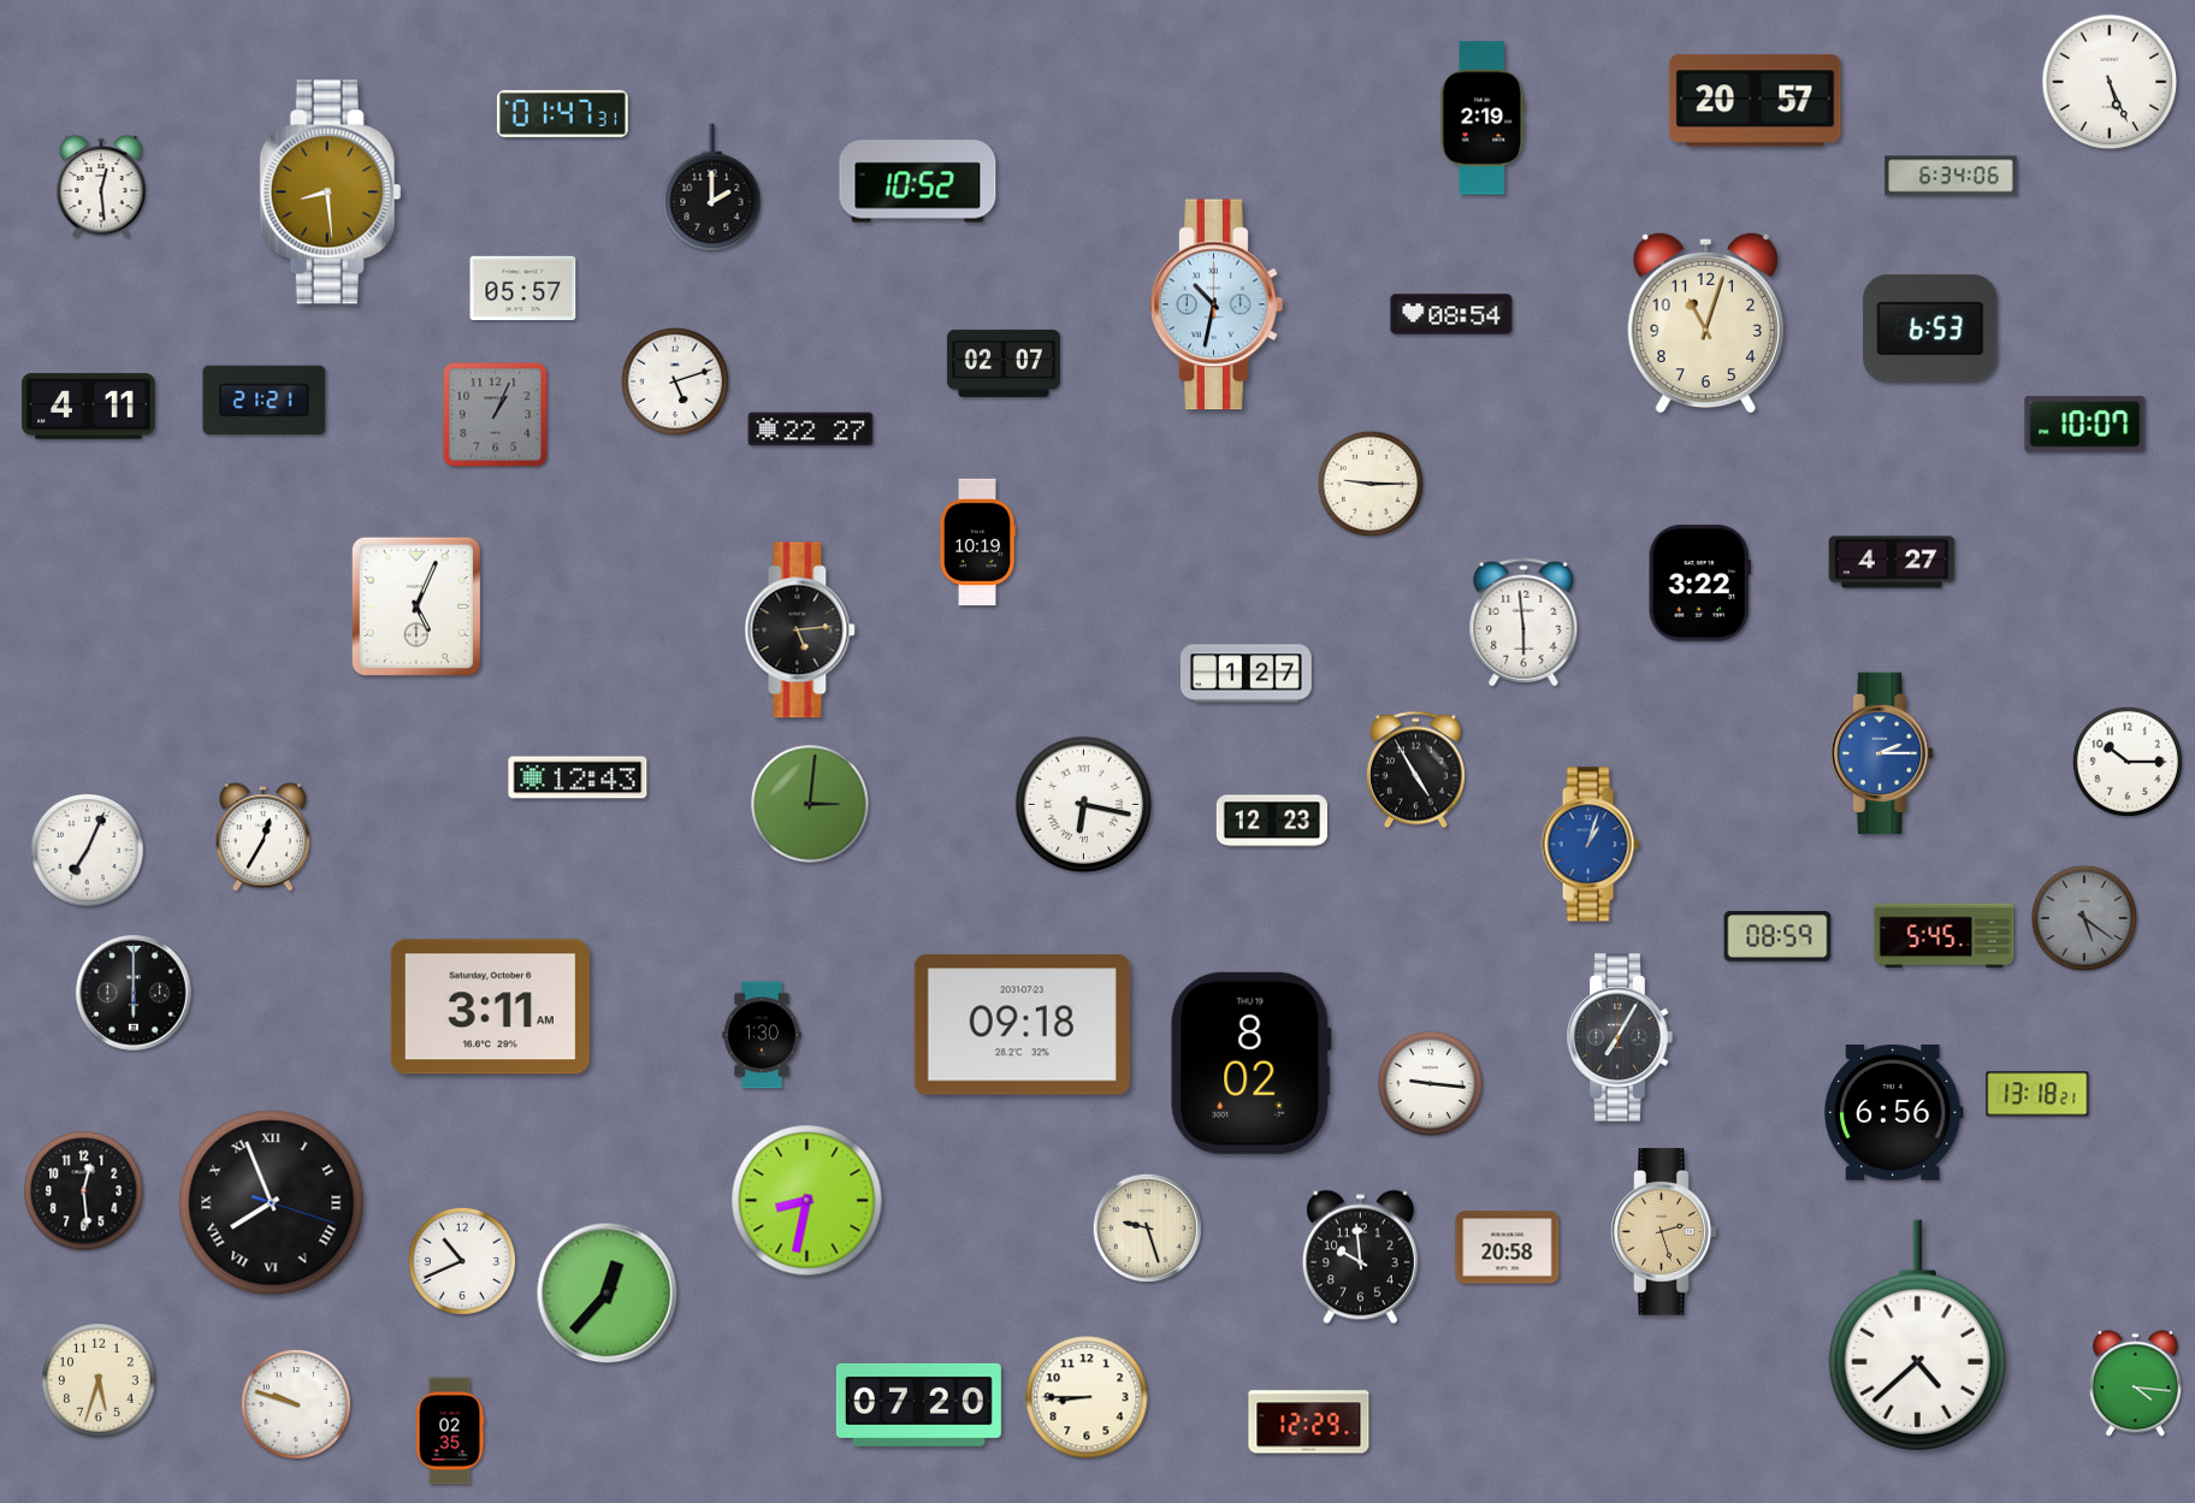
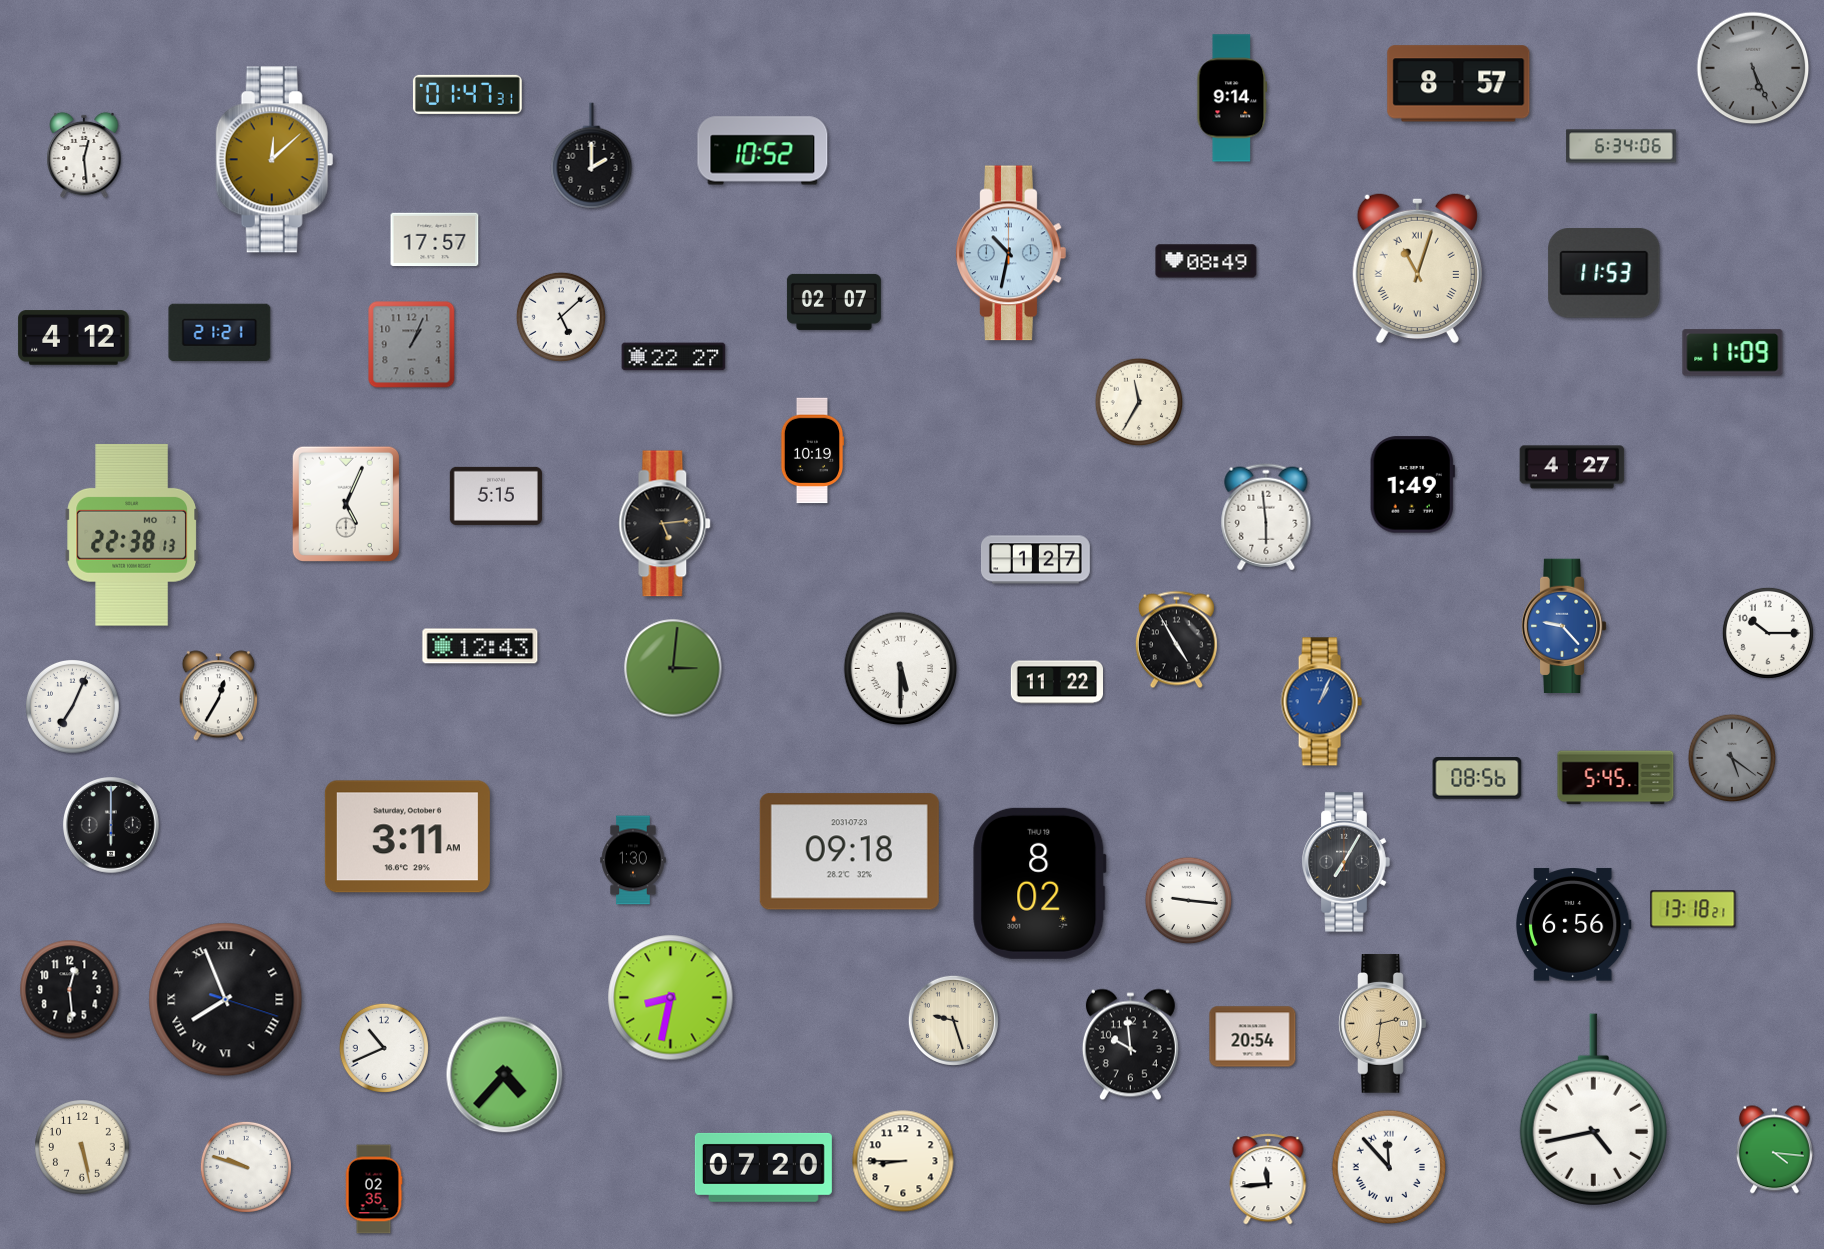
clock at (2110, 82) dial: white -> grey
clock at (1756, 101): 20:57 -> 8:57
clock at (1483, 118): 2:19 -> 9:14
clock at (331, 193): 8:29 -> 12:08
clock at (523, 289): 05:57 -> 17:57
clock at (1451, 314): 08:54 -> 08:49
clock at (1705, 323) numerals: Arabic -> Roman
clock at (1930, 330): 6:53 -> 11:53
clock at (674, 380): 5:12 -> 5:08
clock at (89, 407): 4:11 -> 4:12
clock at (2085, 425): 10:07 -> 11:09
clock at (1371, 484): 9:15 -> 11:35
clock at (1699, 584): 3:22 -> 1:49
clock at (496, 496): none -> 5:15
clock at (132, 535): none -> 22:38
clock at (1882, 752): 2:15 -> 9:23
clock at (1084, 805): 6:17 -> 5:30
clock at (1271, 821): 12:23 -> 11:22
clock at (1590, 845): 1:03 -> 1:04
clock at (2084, 918) position: (2084, 918) -> (1732, 758)
clock at (1777, 936): 08:59 -> 08:56
clock at (1664, 1232): 2:27 -> 2:31
clock at (1508, 1248): 20:58 -> 20:54
clock at (608, 1294): 12:37 -> 4:37
clock at (1917, 1336): 4:38 -> 4:43
clock at (99, 1380): 5:33 -> 5:28
clock at (1388, 1166): none -> 11:53
clock at (1268, 1179): none -> 11:44
clock at (1309, 1422): 12:29 -> none
